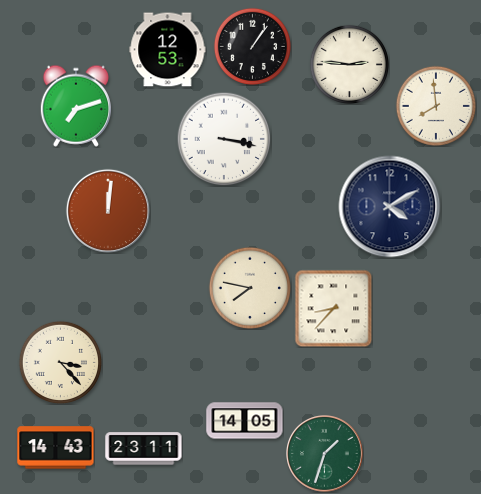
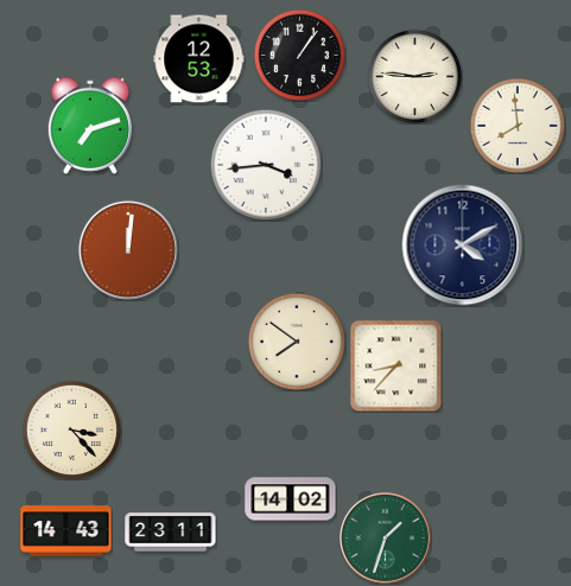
clock at (224, 139): 3:17 -> 3:44
clock at (249, 287): 7:47 -> 7:51
clock at (245, 421): 14:05 -> 14:02
